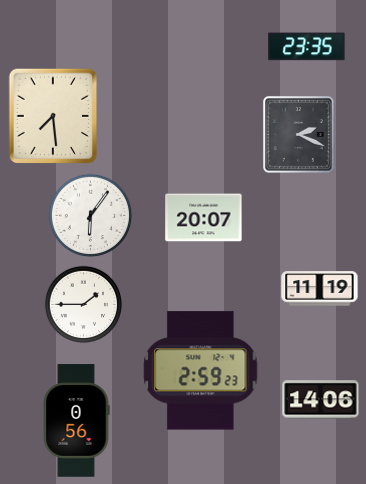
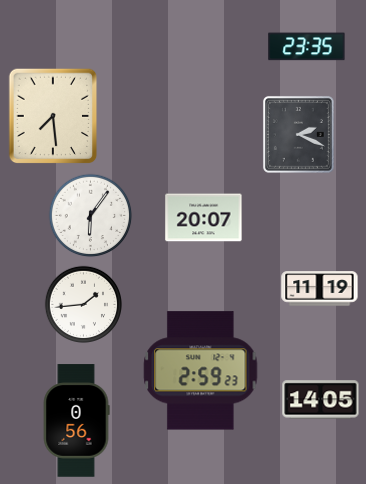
clock at (83, 304): 1:45 -> 1:44
clock at (321, 400): 14:06 -> 14:05
